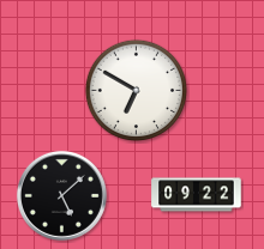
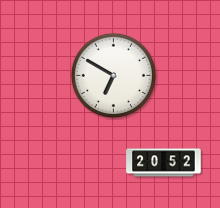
clock at (61, 195): 5:08 -> none
clock at (197, 195): 09:22 -> 20:52
